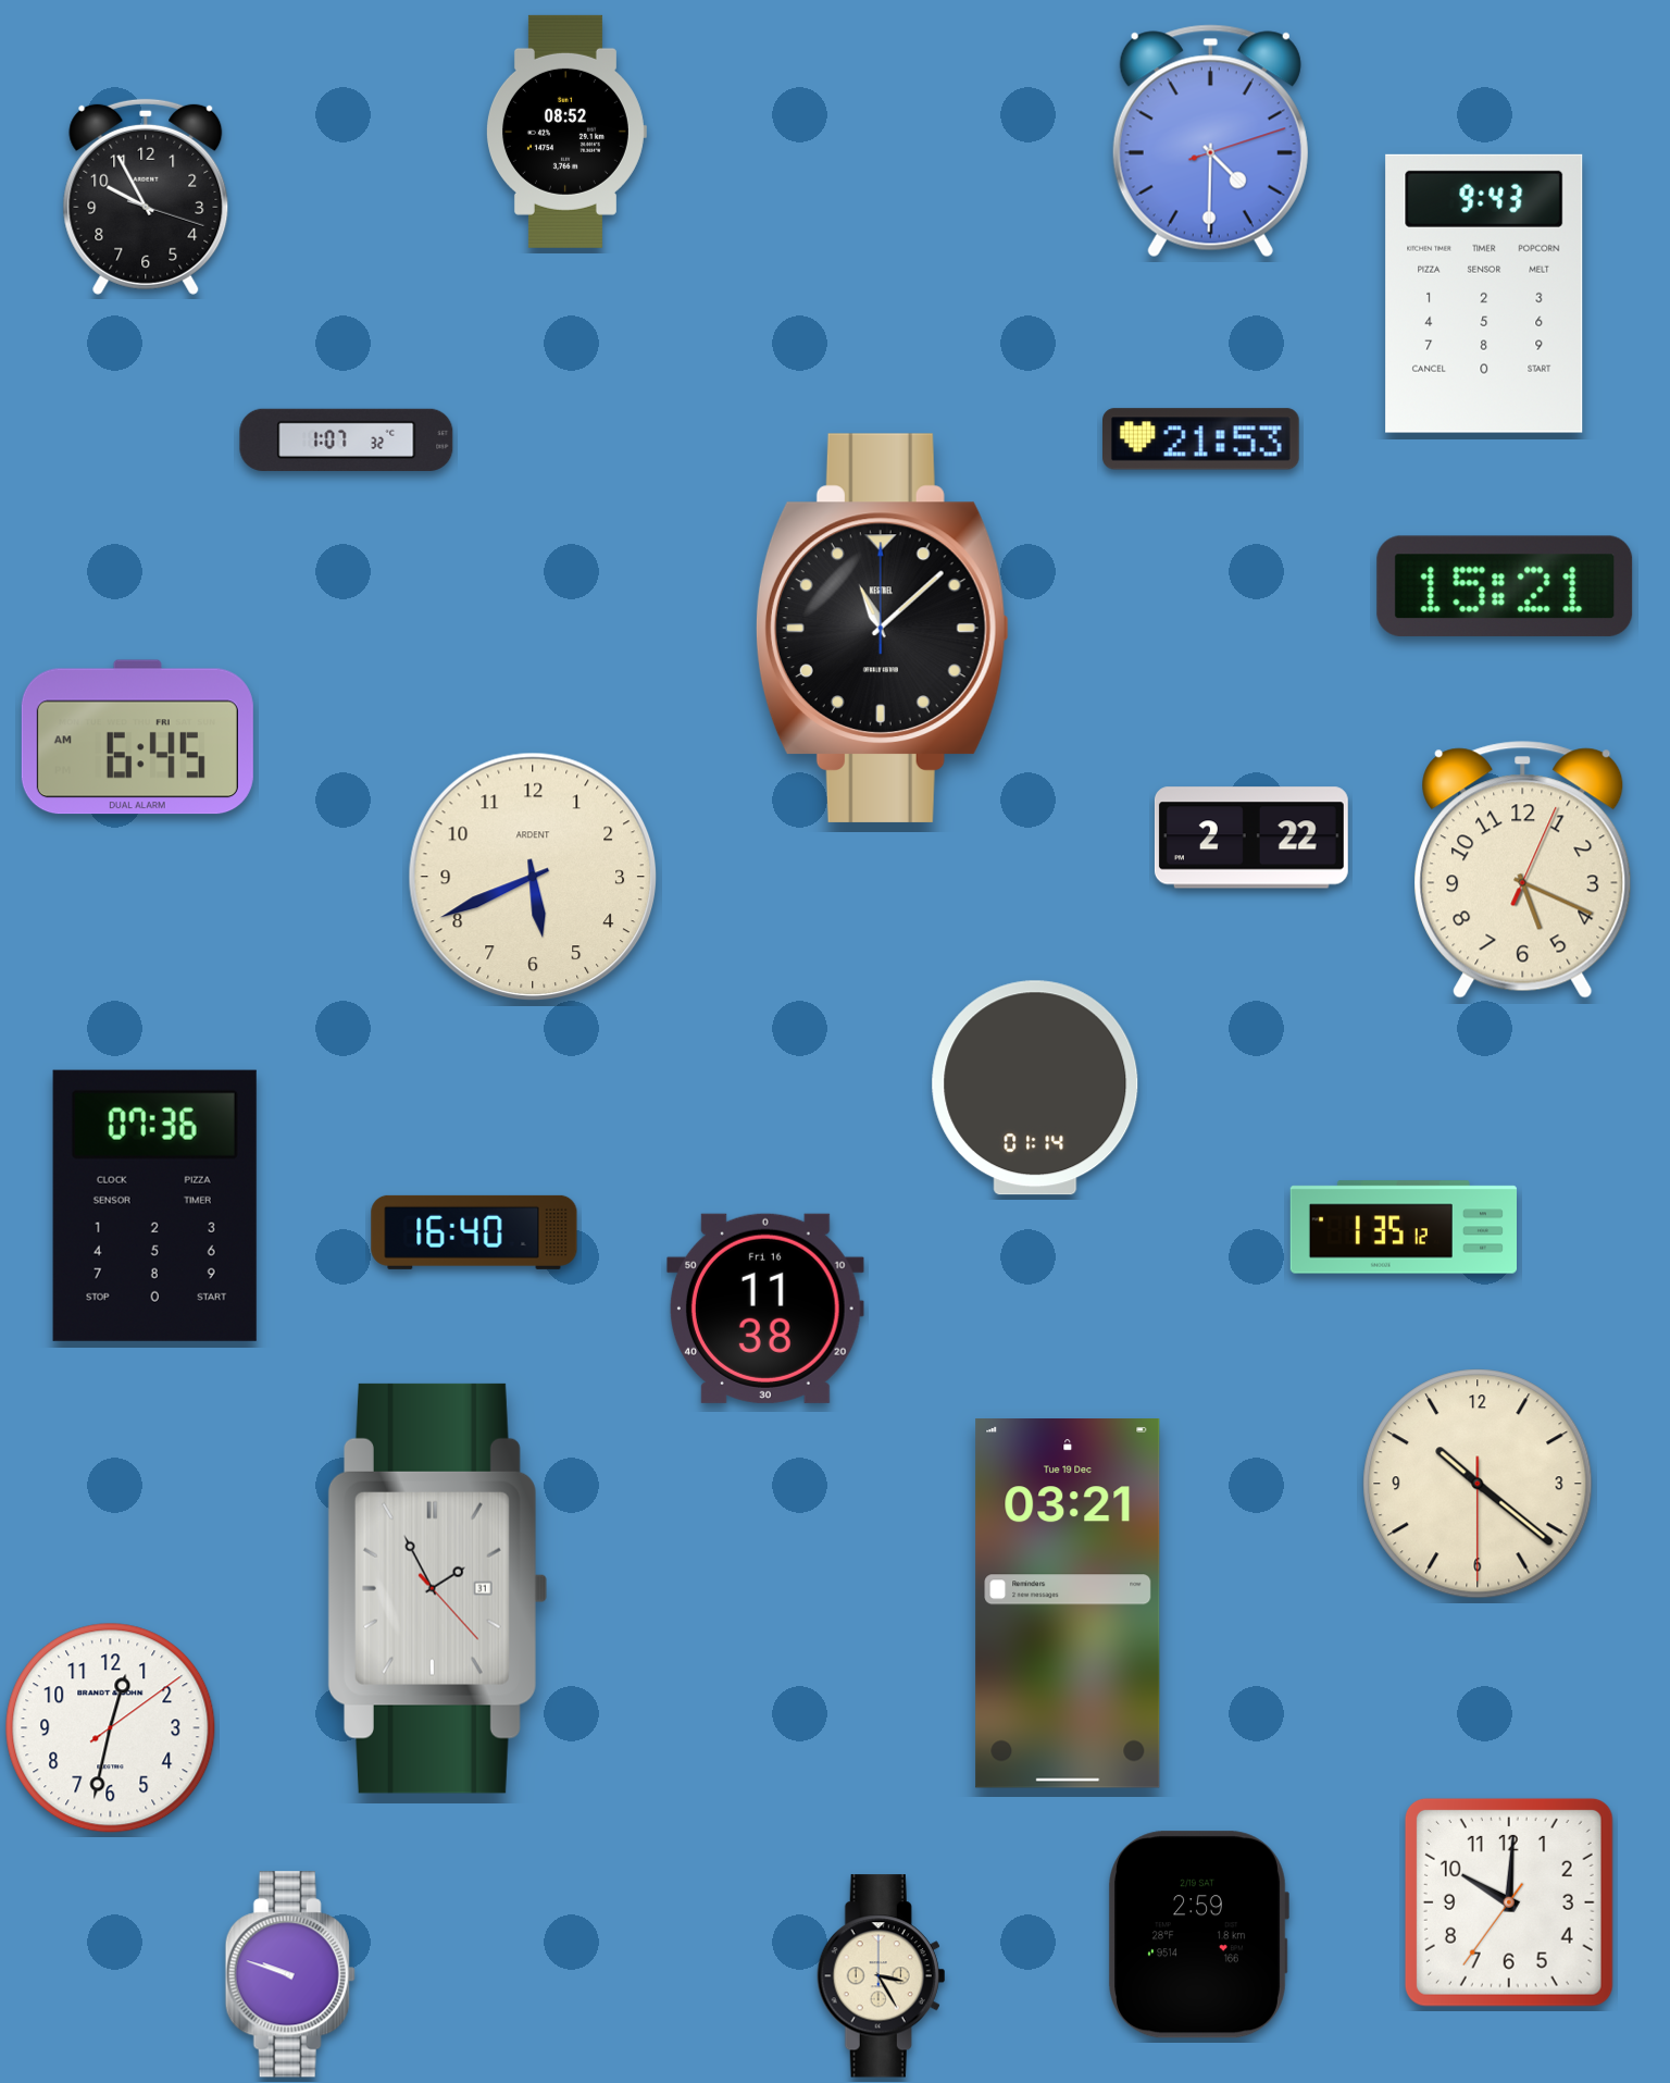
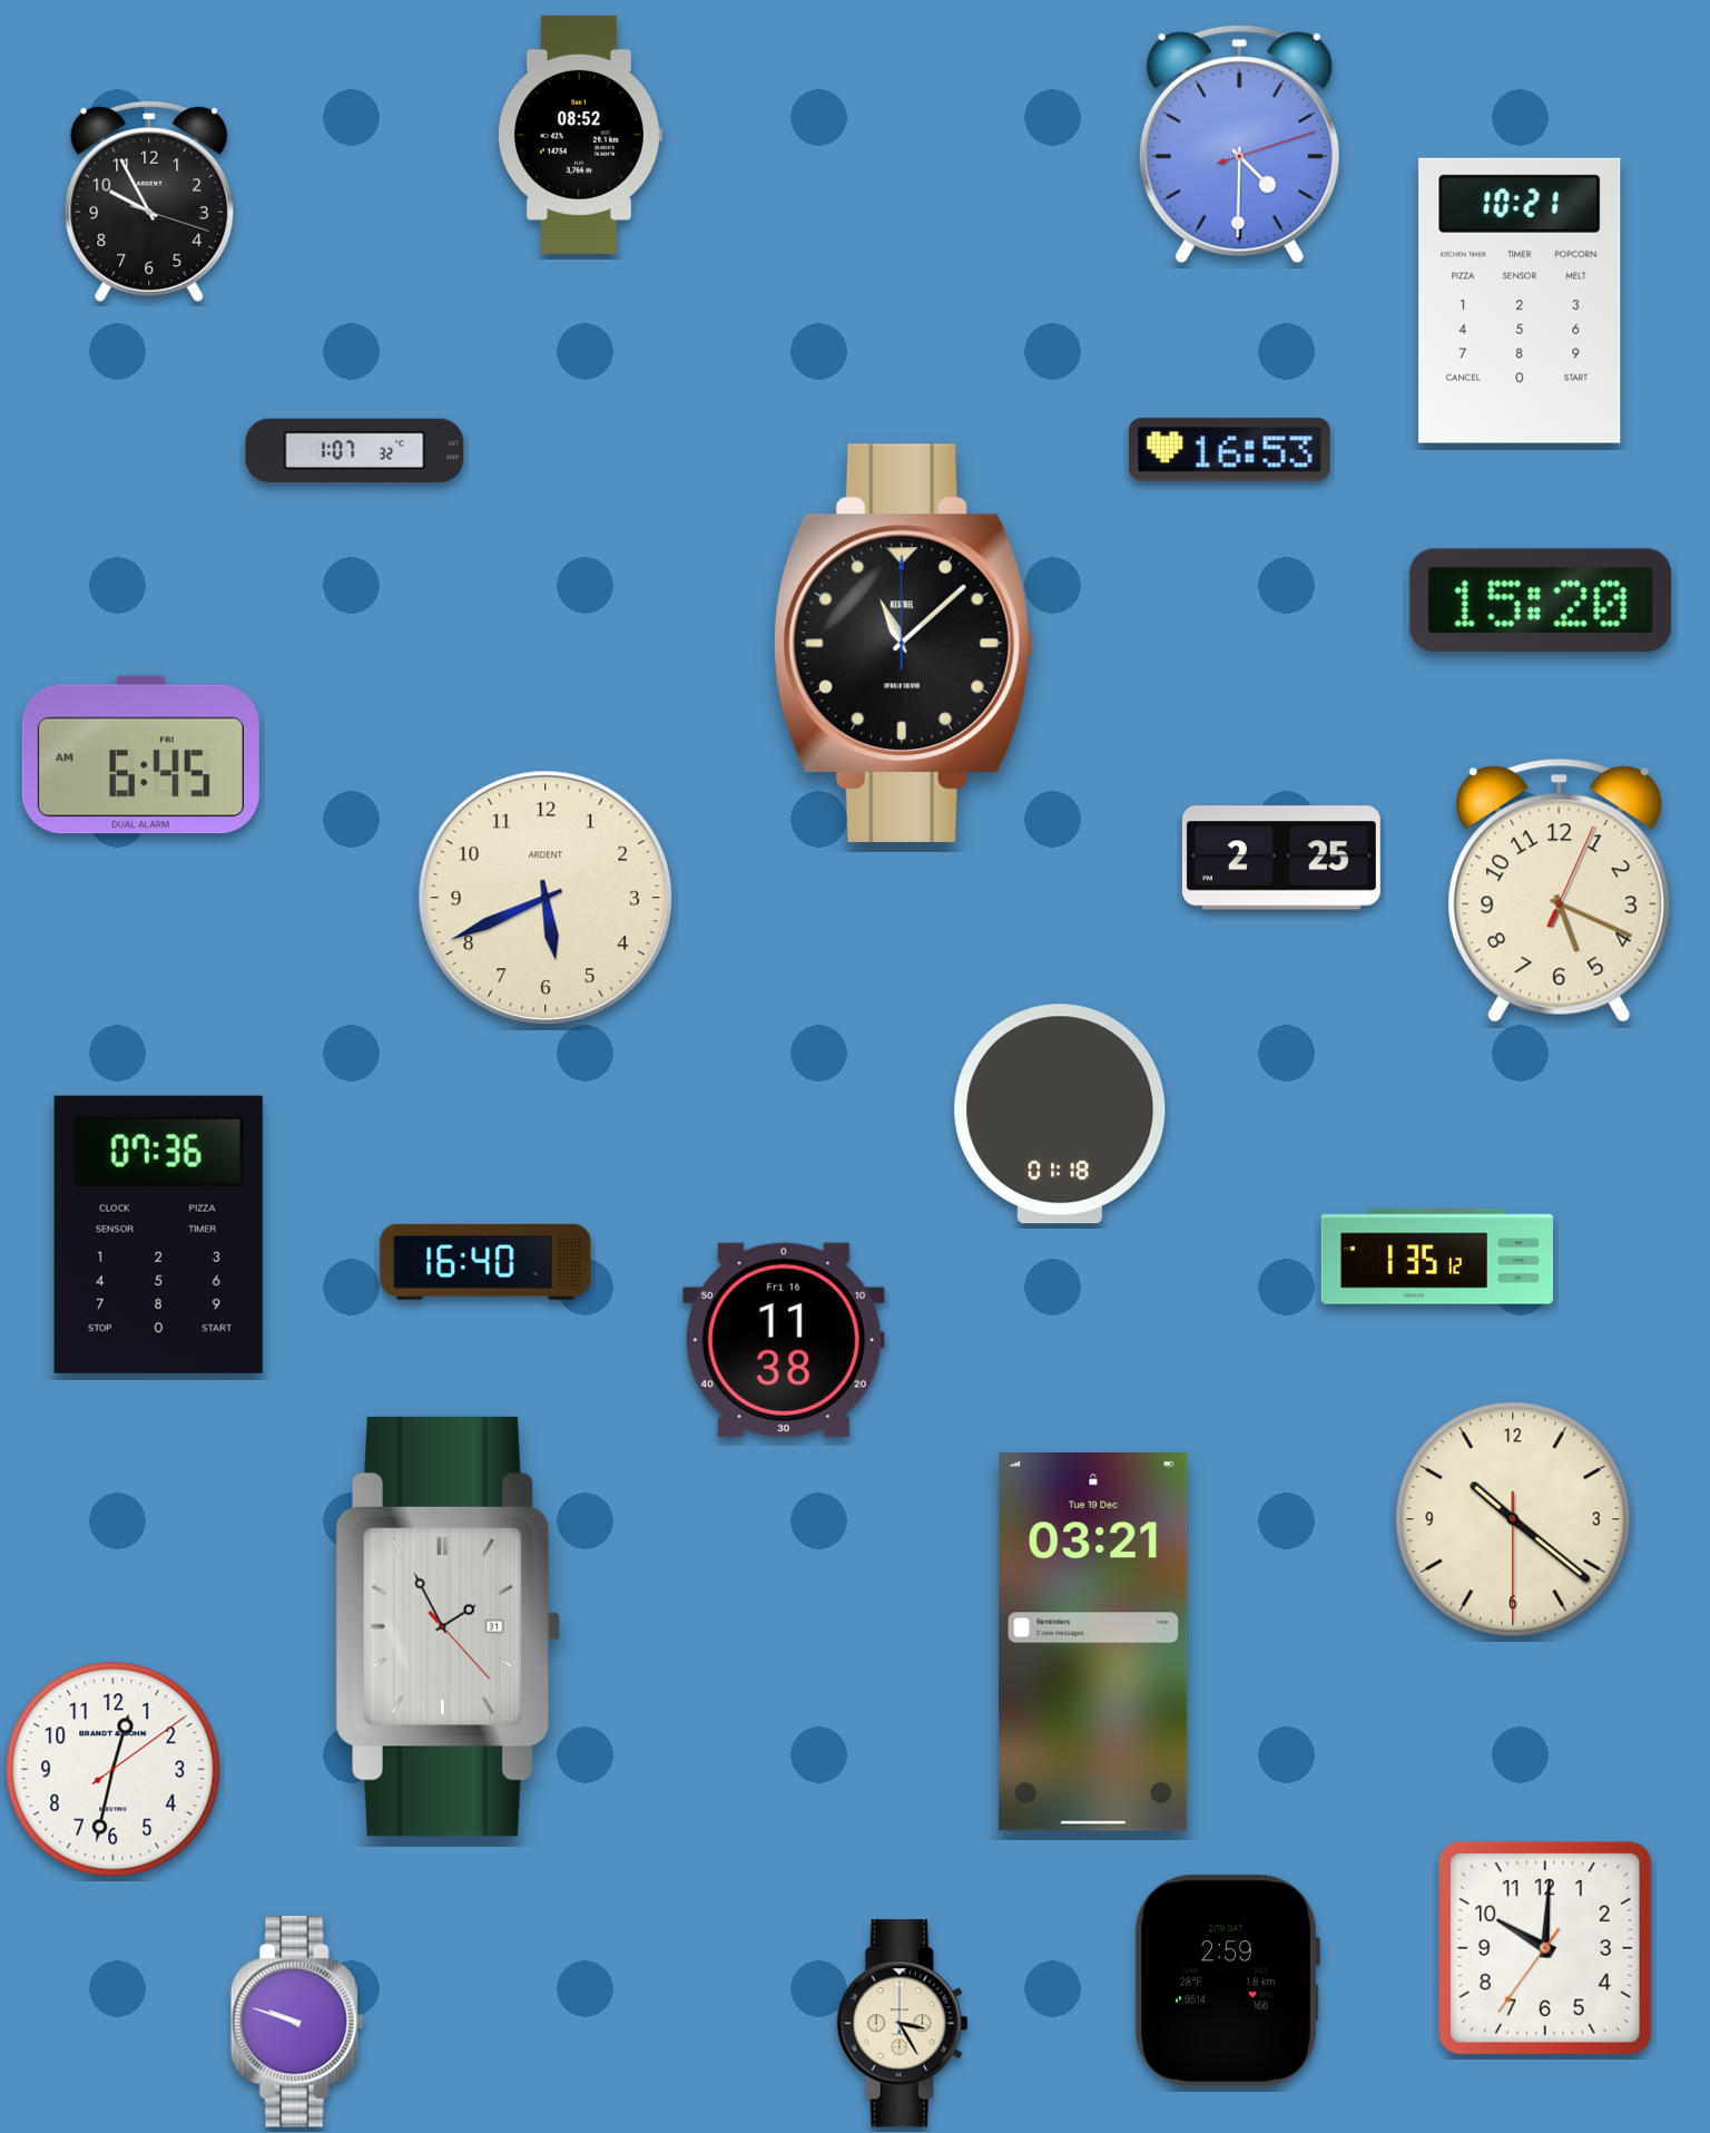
clock at (1484, 294): 9:43 -> 10:21
clock at (1201, 439): 21:53 -> 16:53
clock at (1505, 586): 15:21 -> 15:20
clock at (1251, 838): 2:22 -> 2:25
clock at (1035, 1088): 01:14 -> 01:18
